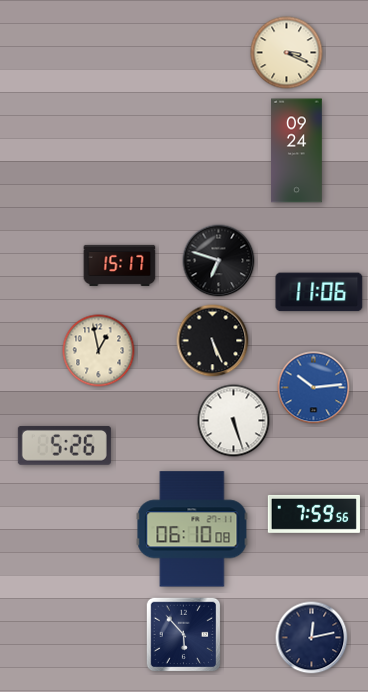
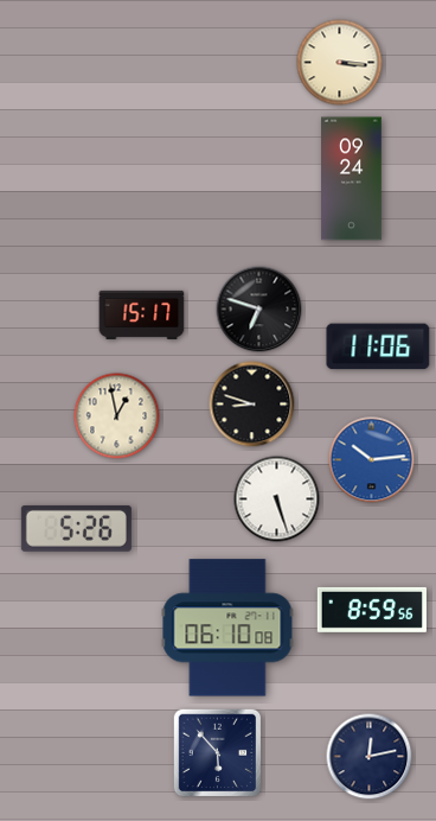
clock at (287, 53): 3:19 -> 3:16
clock at (213, 341): 5:26 -> 8:48
clock at (314, 514): 7:59 -> 8:59
